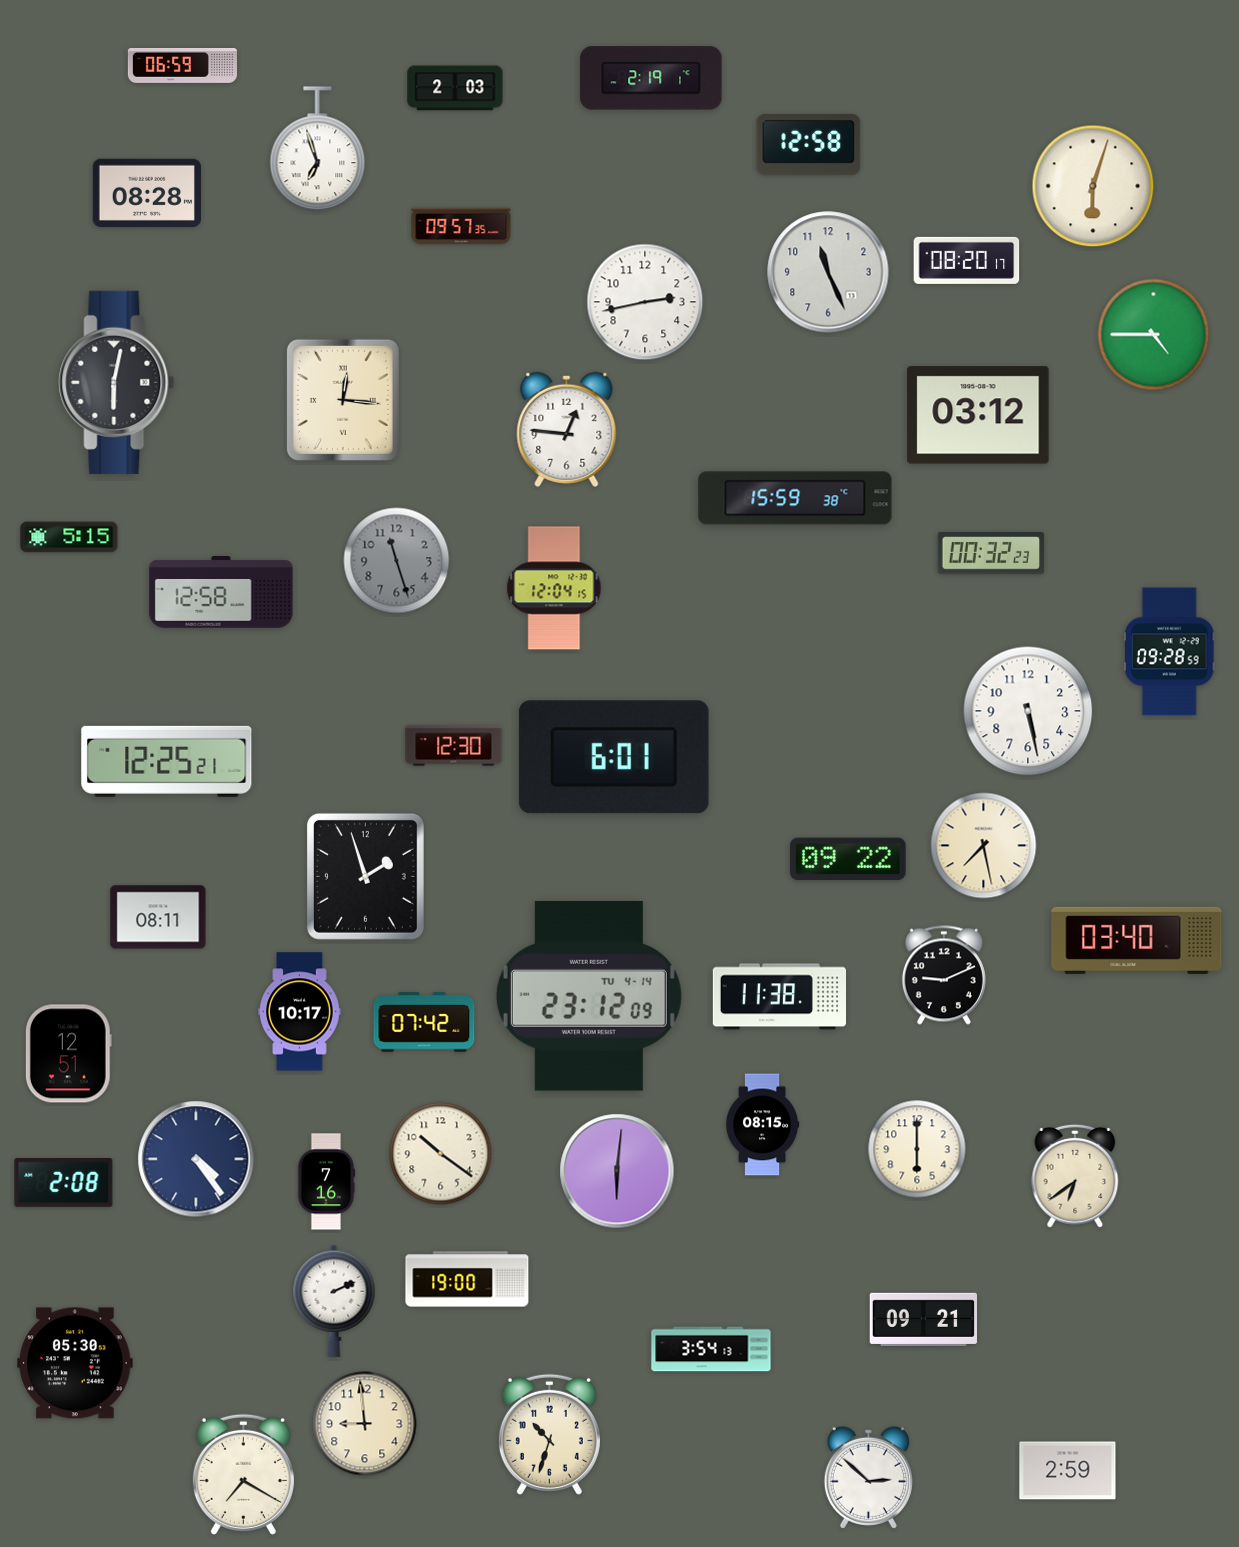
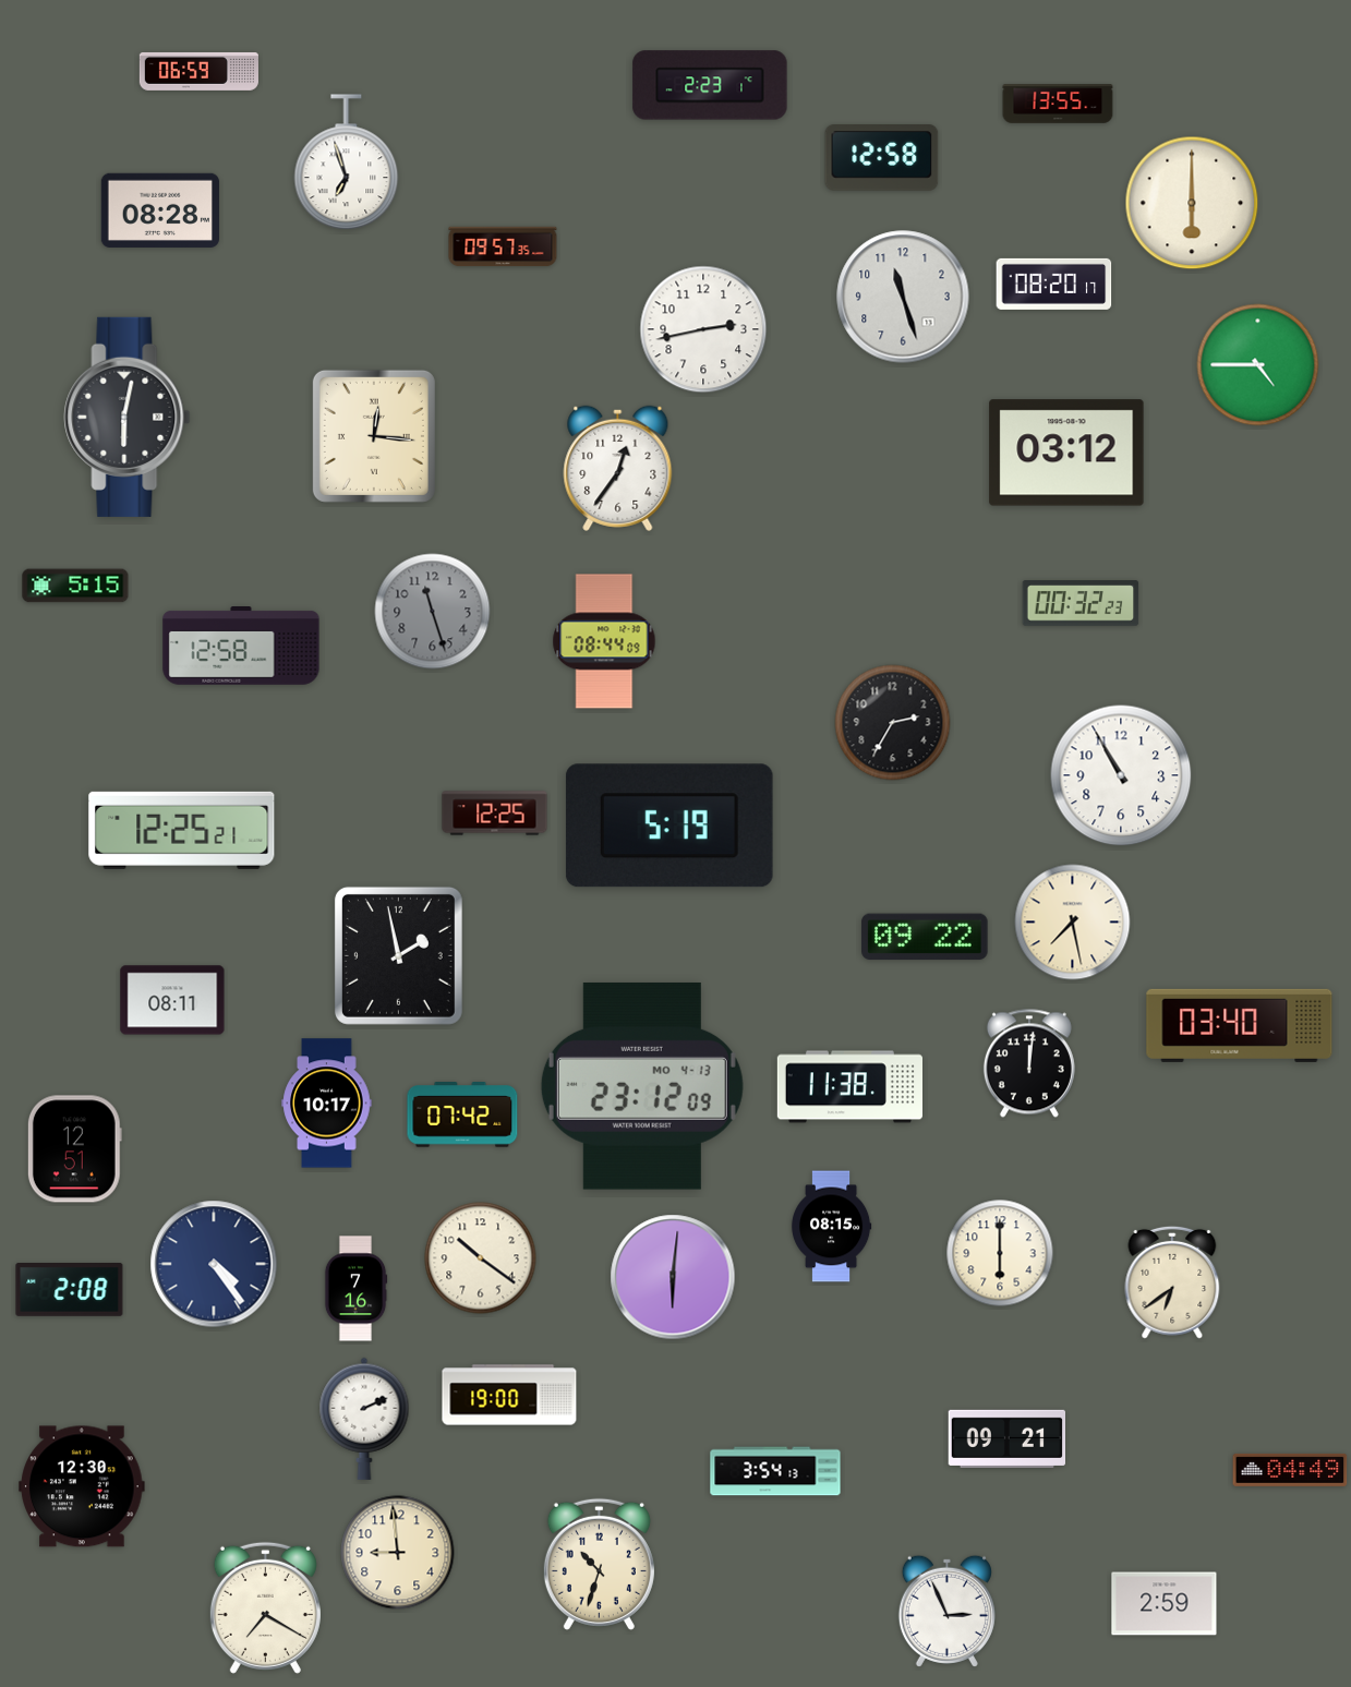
clock at (651, 78): 2:19 -> 2:23
clock at (455, 88): 2:03 -> none
clock at (1058, 104): none -> 13:55
clock at (1093, 186): 6:03 -> 6:00
clock at (828, 272): 11:26 -> 11:27
clock at (567, 429): 12:46 -> 12:36
clock at (795, 498): 15:59 -> none
clock at (554, 588): 12:04 -> 08:44
clock at (1169, 652): 09:28 -> none
clock at (893, 723): none -> 2:35
clock at (1028, 711): 5:28 -> 10:55
clock at (454, 746): 12:30 -> 12:25
clock at (614, 757): 6:01 -> 5:19
clock at (365, 876): 1:57 -> 1:58
clock at (944, 975): 9:11 -> 12:01
clock at (589, 996) date: TU 4-14 -> MO 4-13
clock at (1290, 1470): none -> 04:49
clock at (75, 1363): 05:30 -> 12:30
clock at (868, 1477): 2:52 -> 2:56
